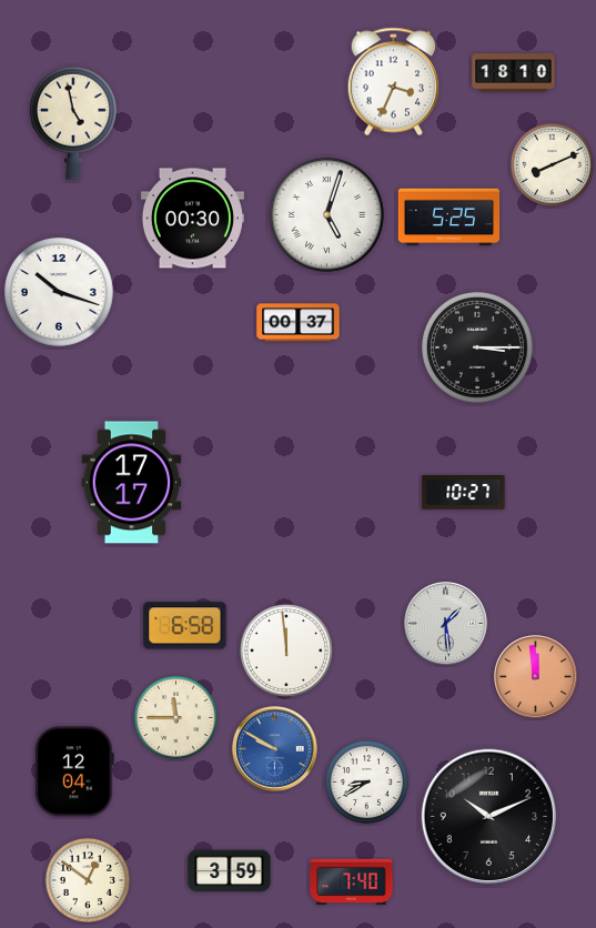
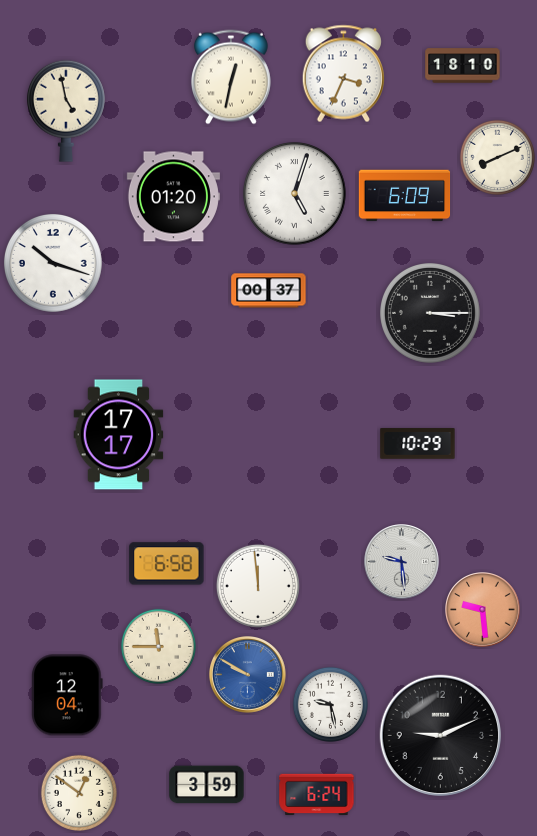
clock at (393, 82) position: (393, 82) -> (343, 74)
clock at (231, 77): none -> 12:32
clock at (552, 164) position: (552, 164) -> (497, 157)
clock at (449, 218): 5:25 -> 6:09
clock at (192, 219): 00:30 -> 01:20
clock at (464, 493): 10:27 -> 10:29
clock at (446, 624): 1:29 -> 9:29
clock at (536, 677): 11:59 -> 9:29
clock at (366, 781): 8:40 -> 9:28
clock at (488, 816): 10:11 -> 9:11
clock at (352, 882): 7:40 -> 6:24
